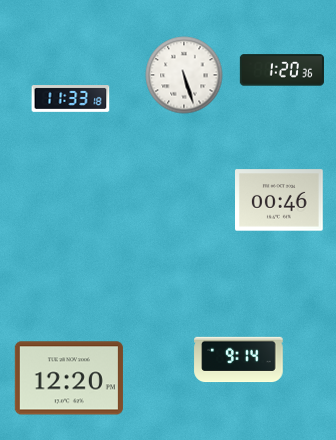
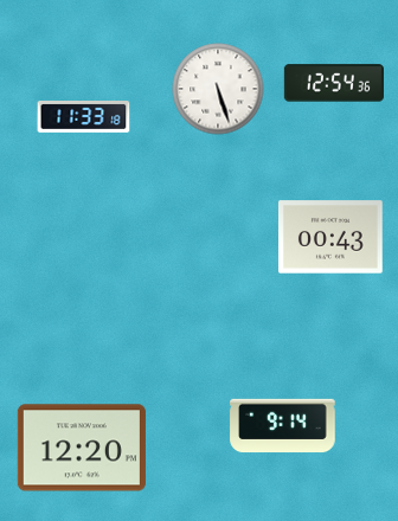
clock at (282, 70): 1:20 -> 12:54
clock at (280, 200): 00:46 -> 00:43
